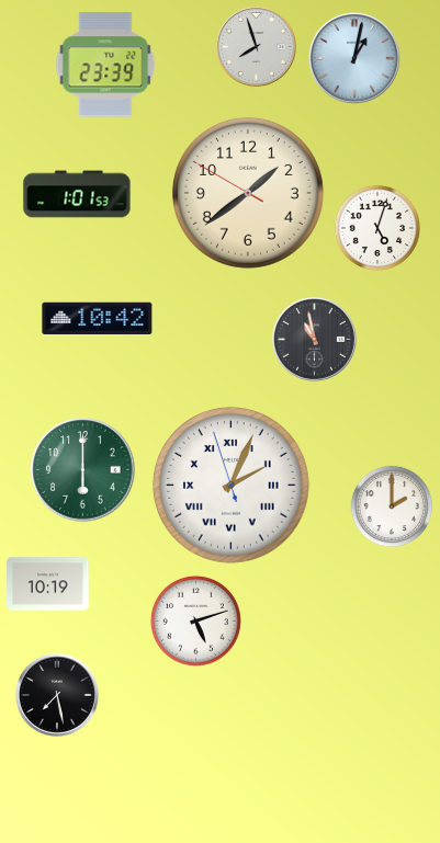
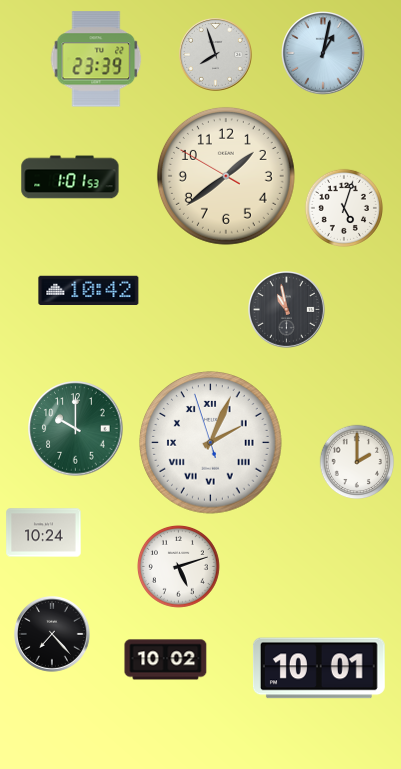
clock at (256, 46) position: (256, 46) -> (215, 54)
clock at (83, 470): 6:00 -> 10:00
clock at (48, 584): 10:19 -> 10:24
clock at (58, 696): 7:28 -> 7:23
clock at (166, 660): none -> 10:02
clock at (319, 668): none -> 10:01
